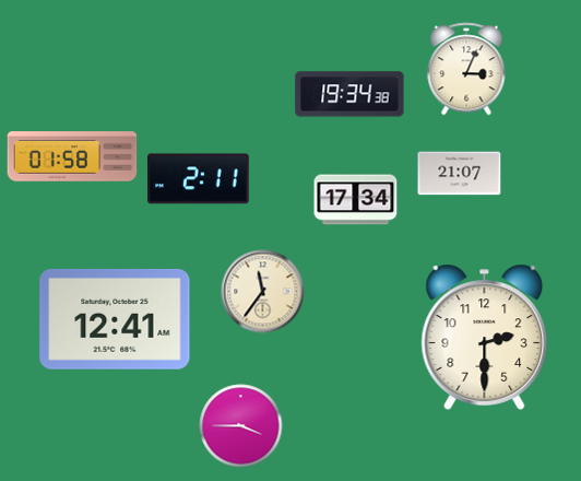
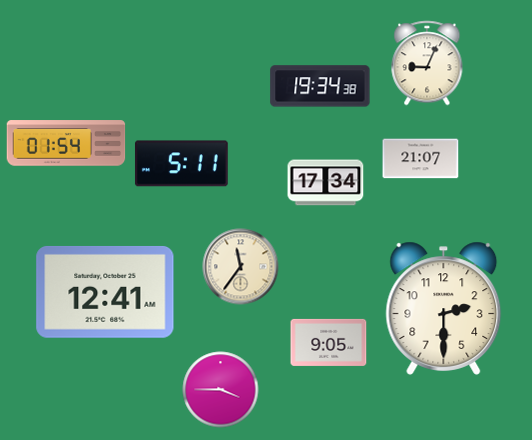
clock at (466, 69): 3:04 -> 9:04
clock at (72, 156): 01:58 -> 01:54
clock at (198, 179): 2:11 -> 5:11
clock at (329, 342): none -> 9:05
